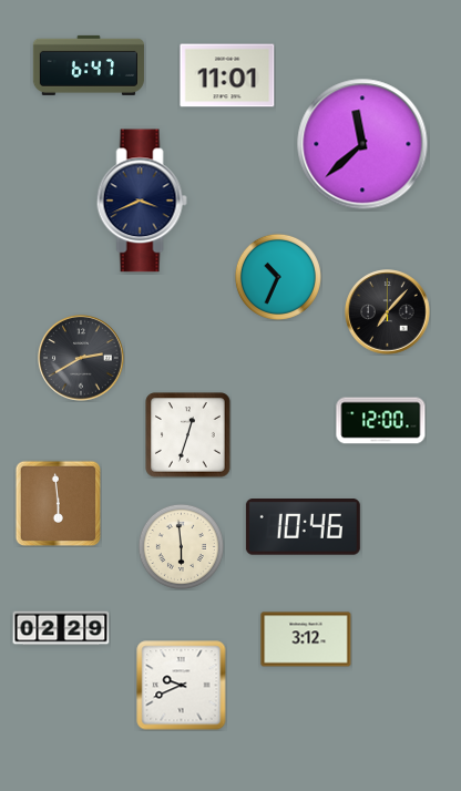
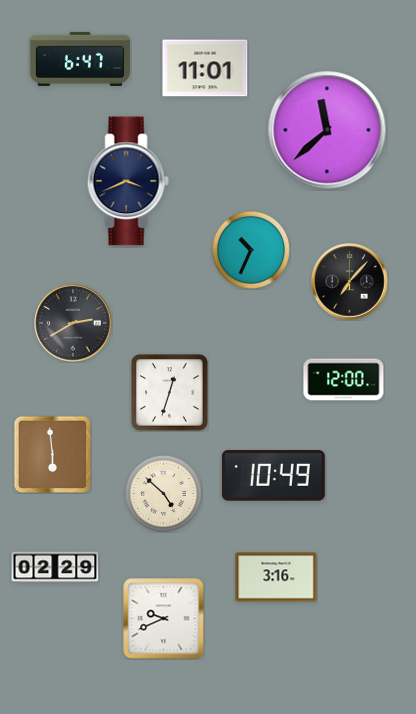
clock at (303, 527): 10:46 -> 10:49
clock at (181, 546): 5:59 -> 4:52
clock at (306, 639): 3:12 -> 3:16
